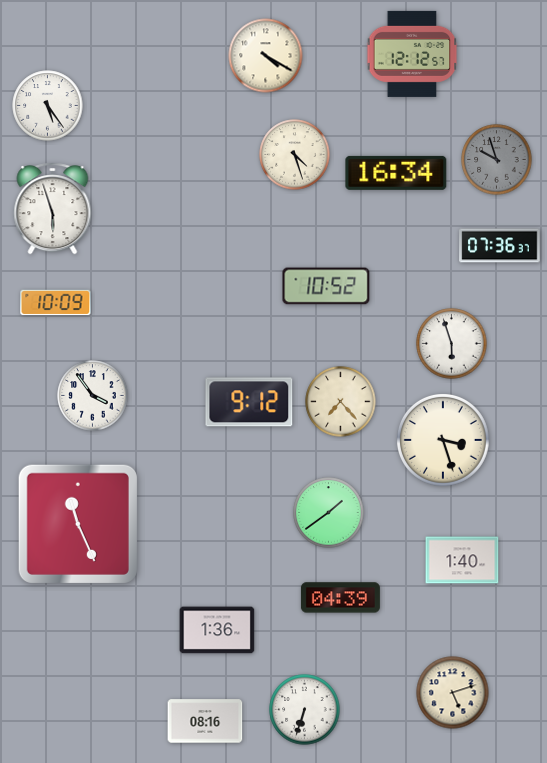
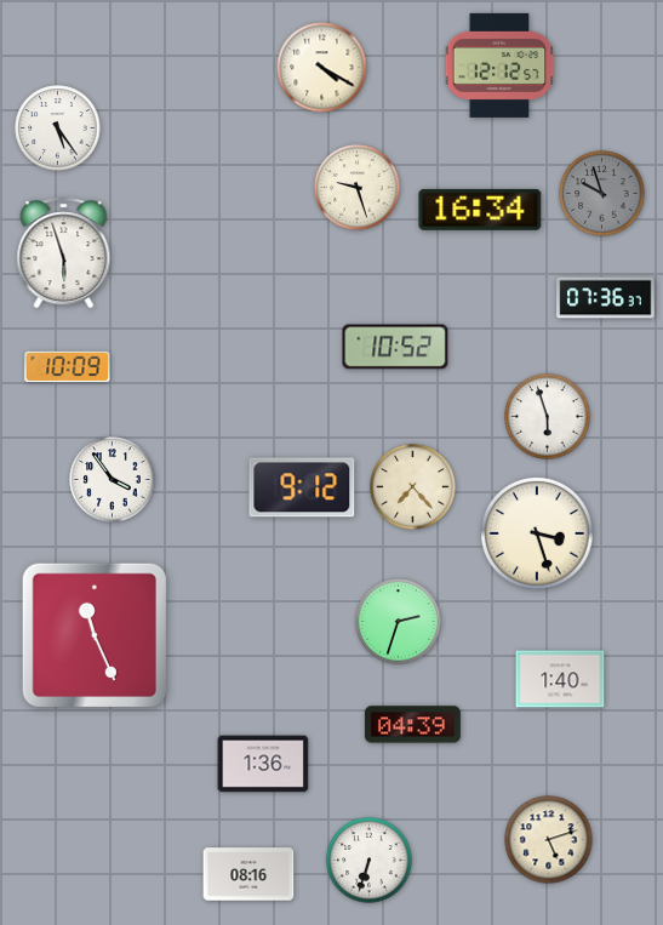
clock at (295, 155): 4:27 -> 9:27
clock at (329, 513): 1:39 -> 2:33
